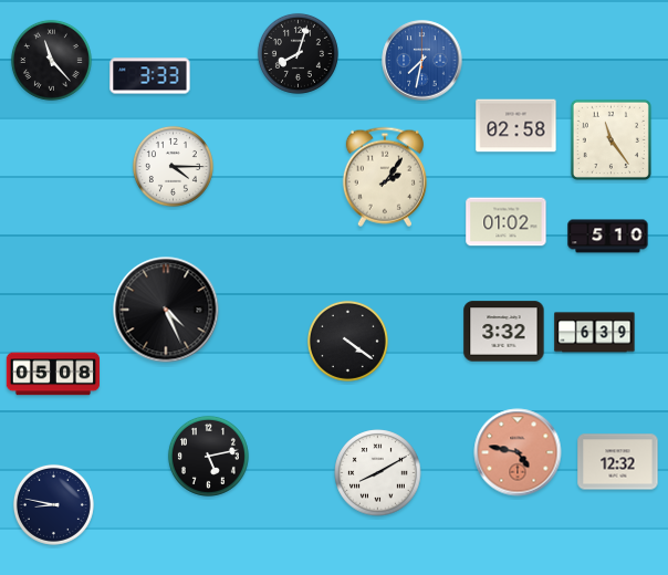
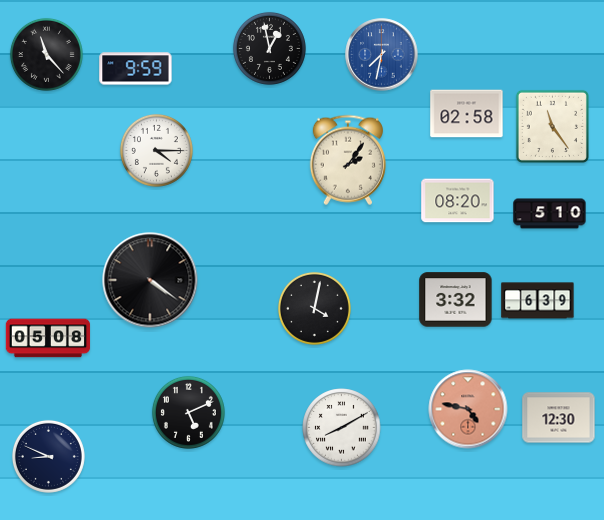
clock at (298, 53): 8:03 -> 12:58
clock at (150, 76): 3:33 -> 9:59
clock at (507, 222): 01:02 -> 08:20
clock at (166, 310): 4:26 -> 4:21
clock at (347, 341): 4:21 -> 4:02
clock at (208, 456): 5:13 -> 5:11
clock at (618, 462): 12:32 -> 12:30
clock at (53, 504): 8:47 -> 8:49
